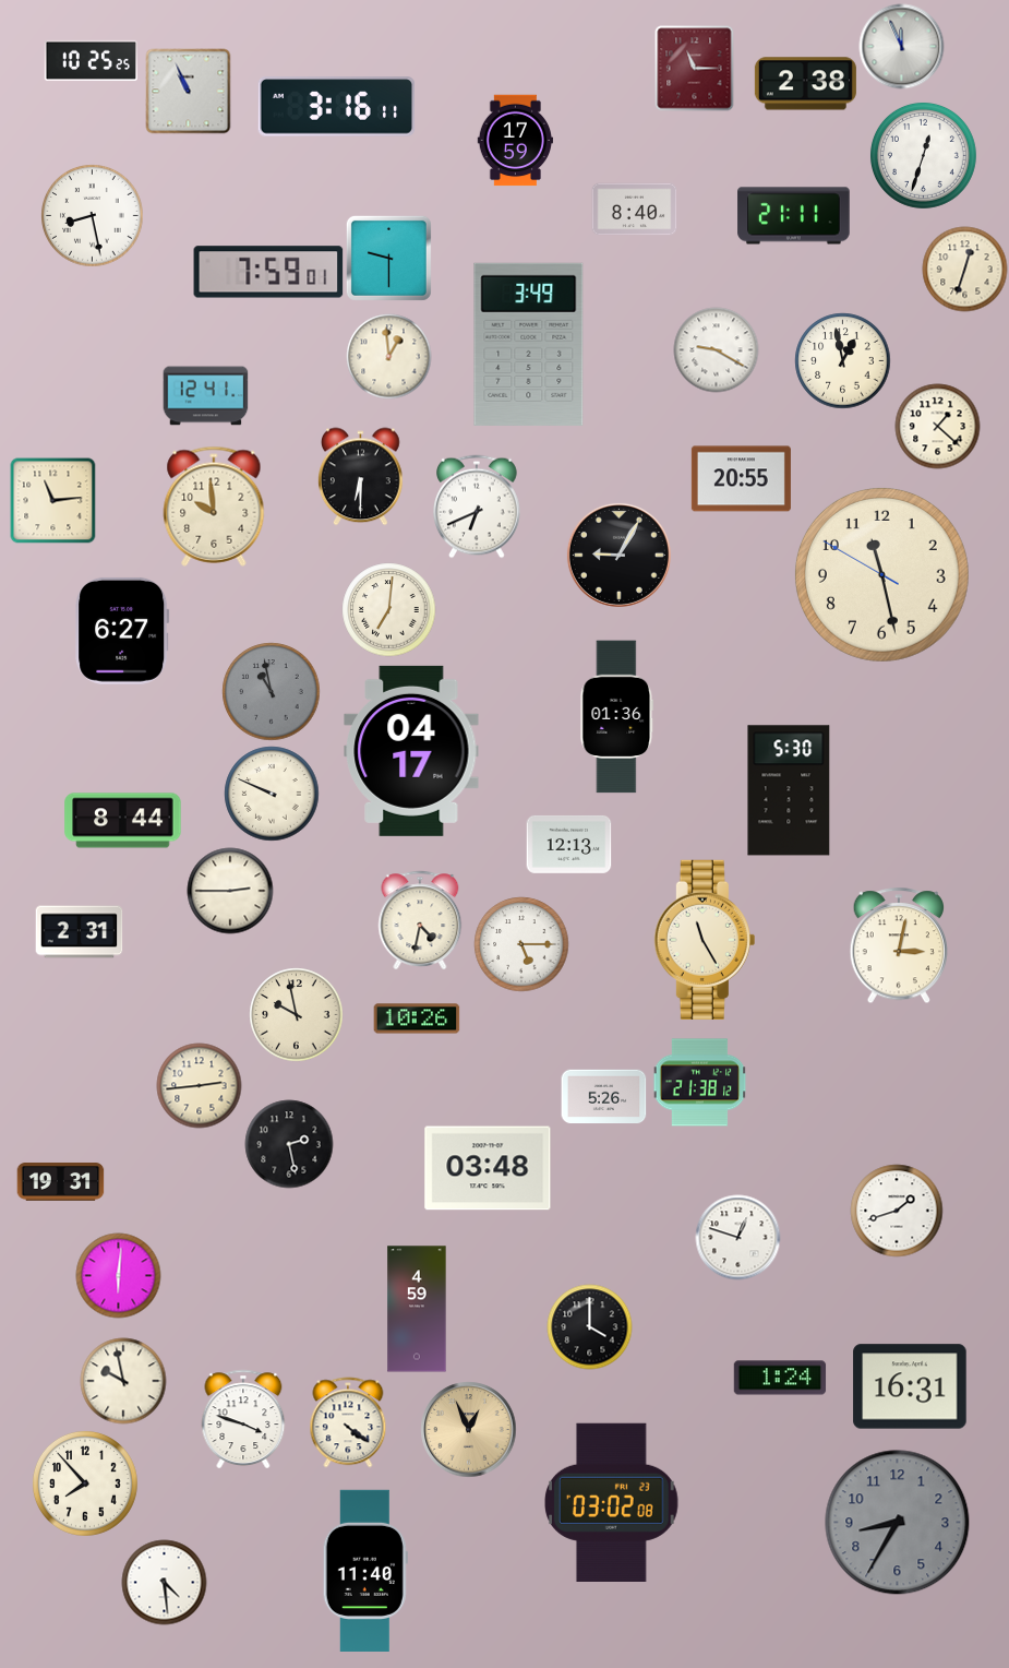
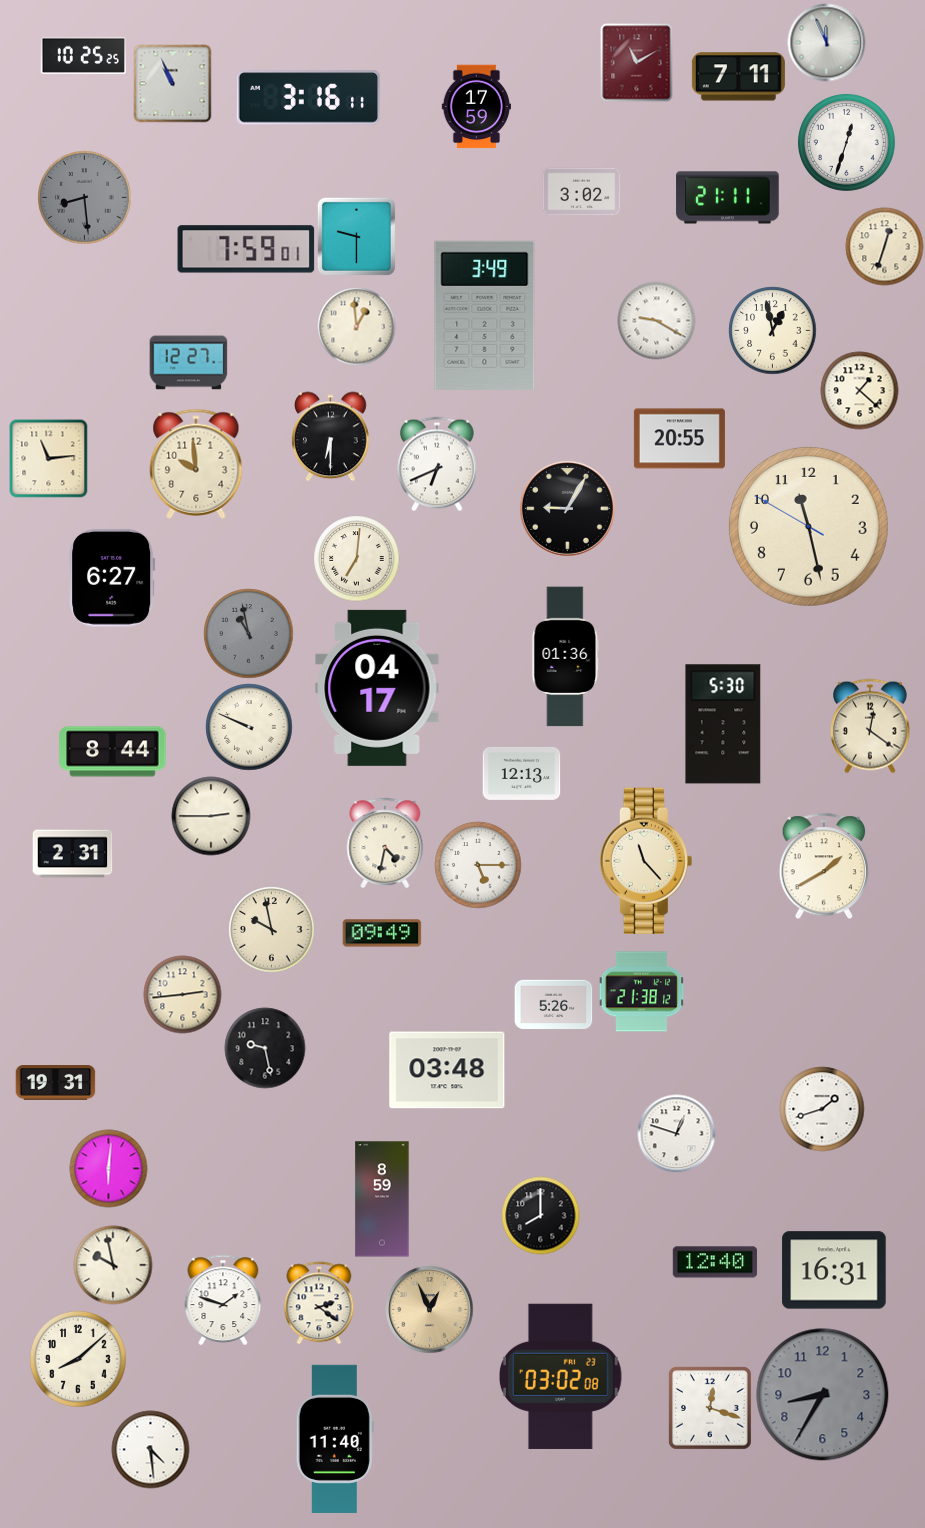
clock at (695, 68): 11:15 -> 11:10
clock at (805, 84): 2:38 -> 7:11
clock at (515, 140) position: (515, 140) -> (476, 106)
clock at (634, 210): 8:40 -> 3:02
clock at (92, 215): 8:28 -> 8:29
clock at (92, 215) dial: white -> grey
clock at (205, 396): 12:41 -> 12:27
clock at (871, 726): none -> 12:21
clock at (705, 940): 11:25 -> 11:23
clock at (899, 945): 3:02 -> 1:40
clock at (417, 1018): 10:26 -> 09:49
clock at (289, 1144): 2:28 -> 9:28
clock at (417, 1309): 4:59 -> 8:59
clock at (589, 1326): 4:00 -> 8:00
clock at (780, 1378): 1:24 -> 12:40
clock at (243, 1419): 3:48 -> 1:48
clock at (348, 1422): 4:21 -> 2:21
clock at (85, 1484): 7:53 -> 8:08
clock at (710, 1408): none -> 12:18
